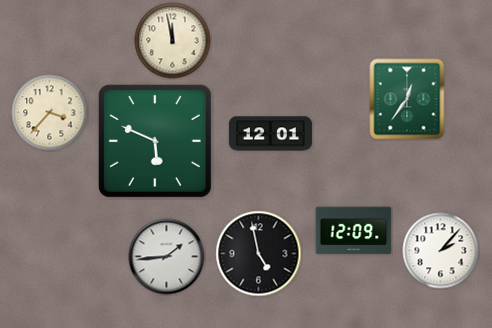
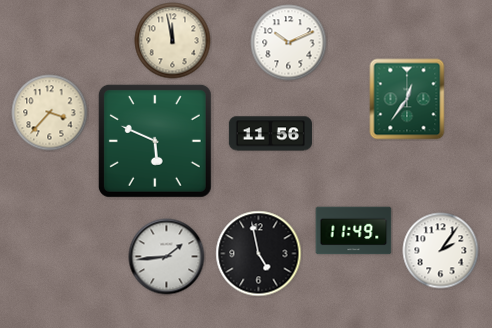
clock at (289, 43): none -> 10:11
clock at (270, 134): 12:01 -> 11:56
clock at (354, 231): 12:09 -> 11:49
clock at (441, 251): 2:07 -> 2:06
